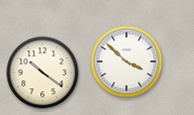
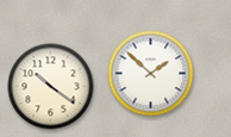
clock at (127, 62): 3:52 -> 1:52
